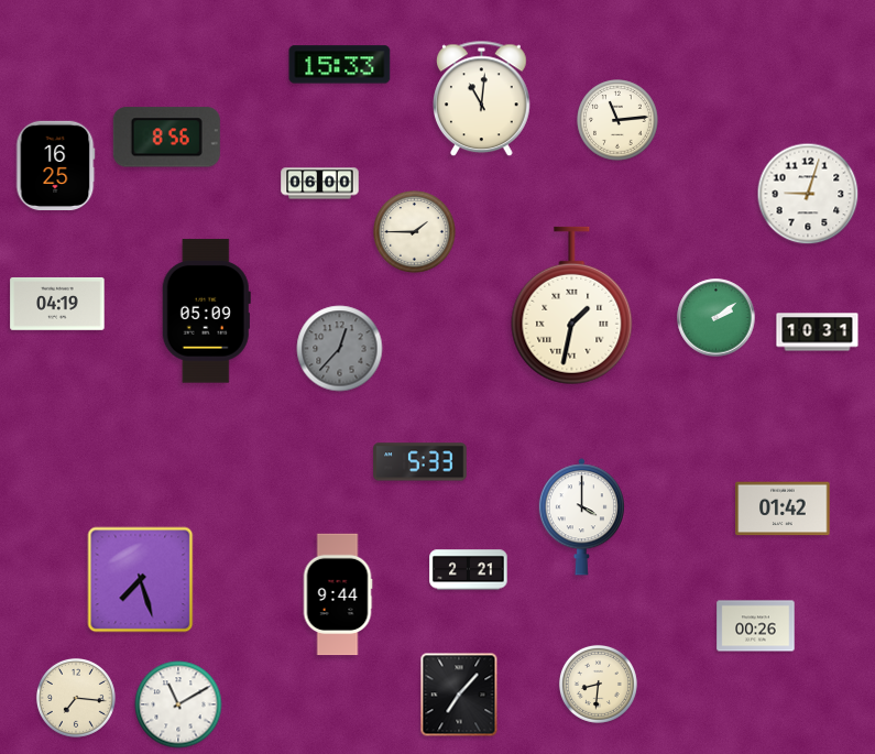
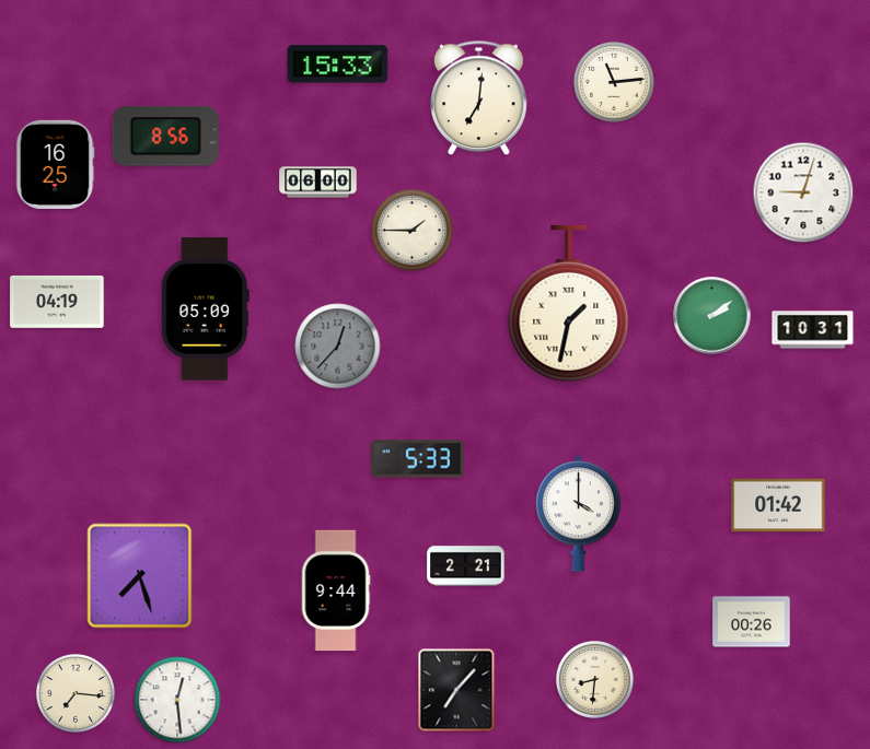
clock at (482, 99): 11:01 -> 7:01
clock at (617, 120) position: (617, 120) -> (614, 82)
clock at (178, 704): 11:10 -> 12:29
